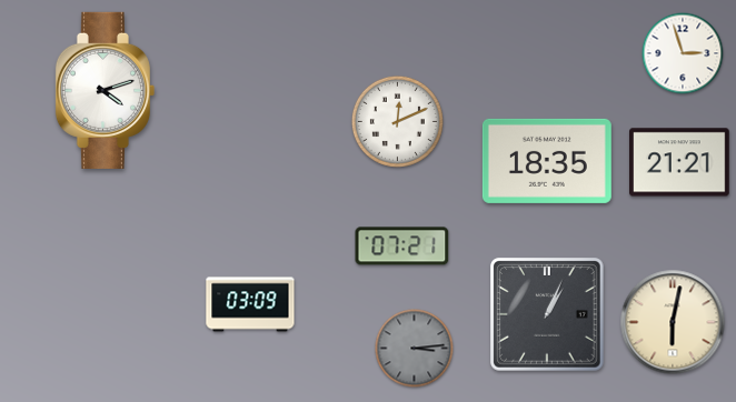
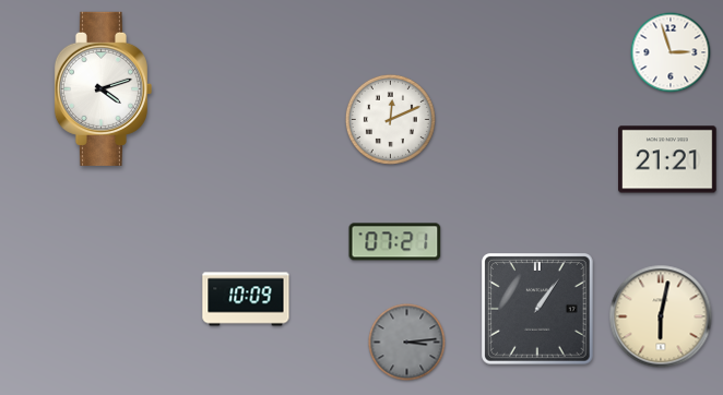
clock at (547, 161): 18:35 -> none
clock at (250, 304): 03:09 -> 10:09
clock at (547, 314): 1:04 -> 1:06
